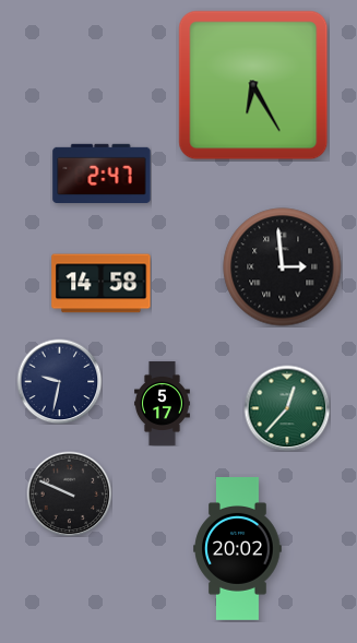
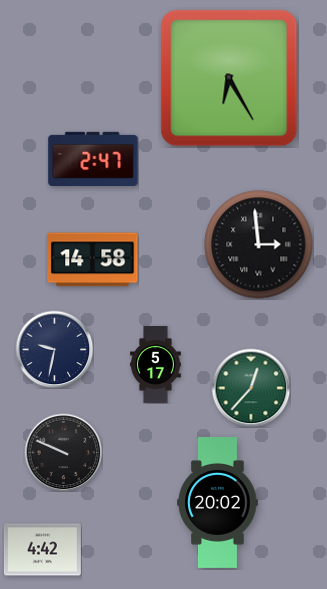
clock at (253, 85) position: (253, 85) -> (229, 78)
clock at (163, 403) position: (163, 403) -> (156, 364)
clock at (287, 408) position: (287, 408) -> (251, 388)
clock at (42, 550): none -> 4:42
